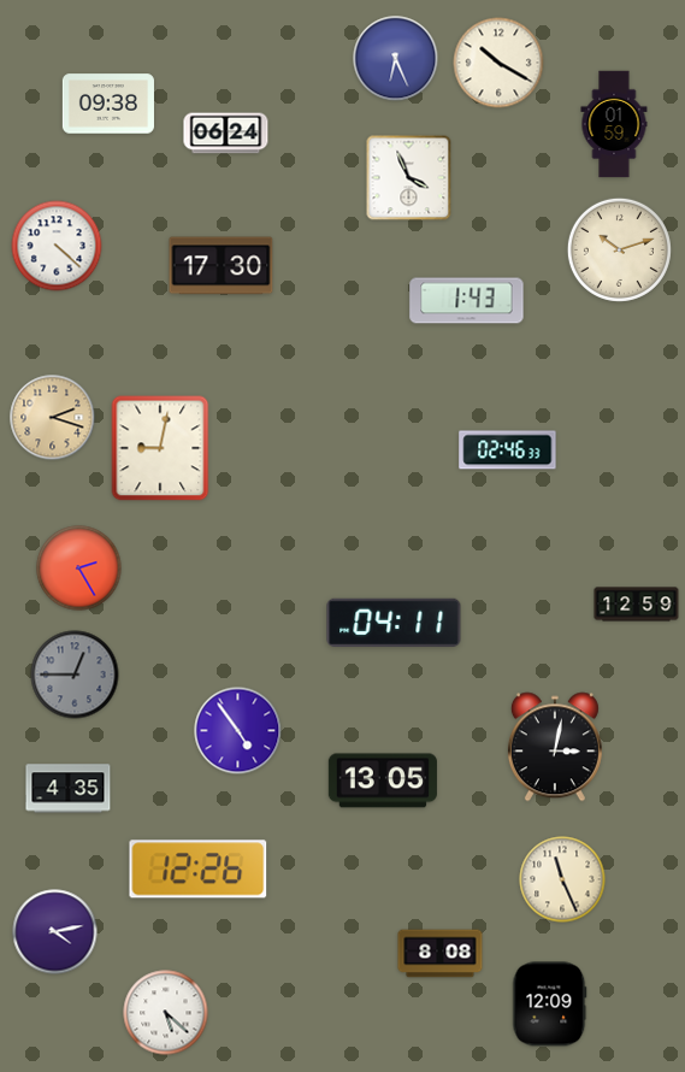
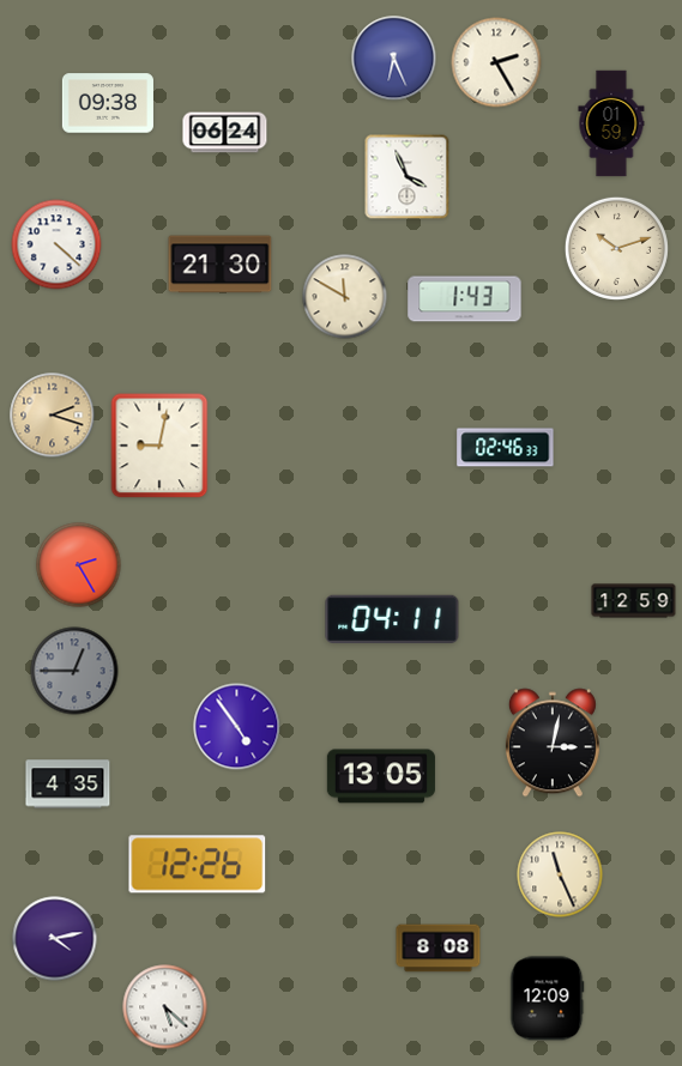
clock at (498, 63): 10:20 -> 2:25
clock at (222, 266): 17:30 -> 21:30
clock at (345, 297): none -> 11:50
clock at (55, 932) position: (55, 932) -> (55, 939)
